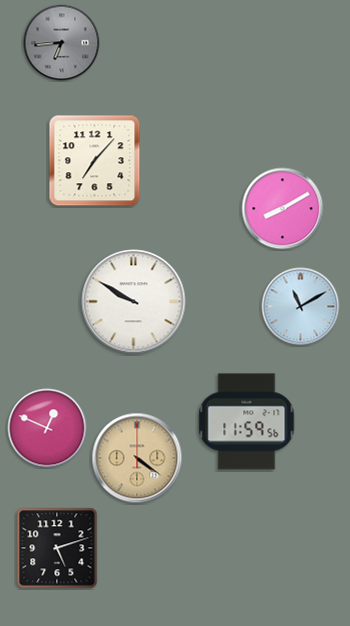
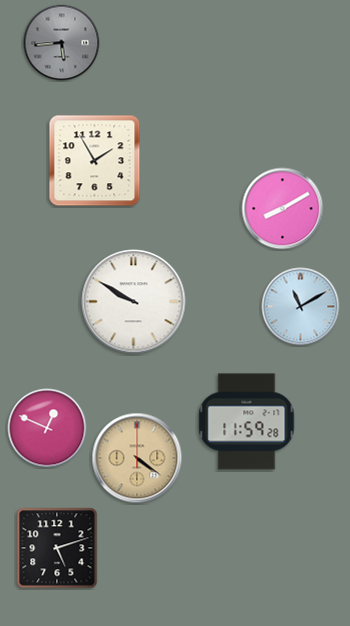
clock at (62, 43): 6:44 -> 5:44
clock at (95, 161): 7:07 -> 1:55
clock at (247, 422): 11:59:56 -> 11:59:28
